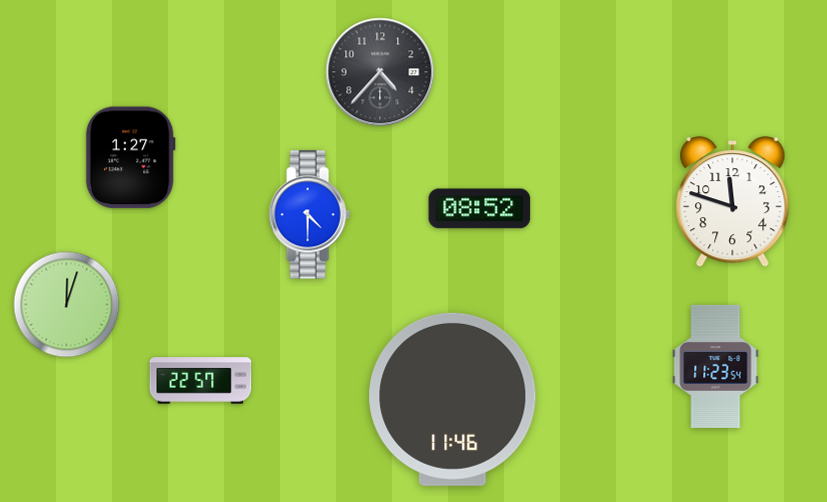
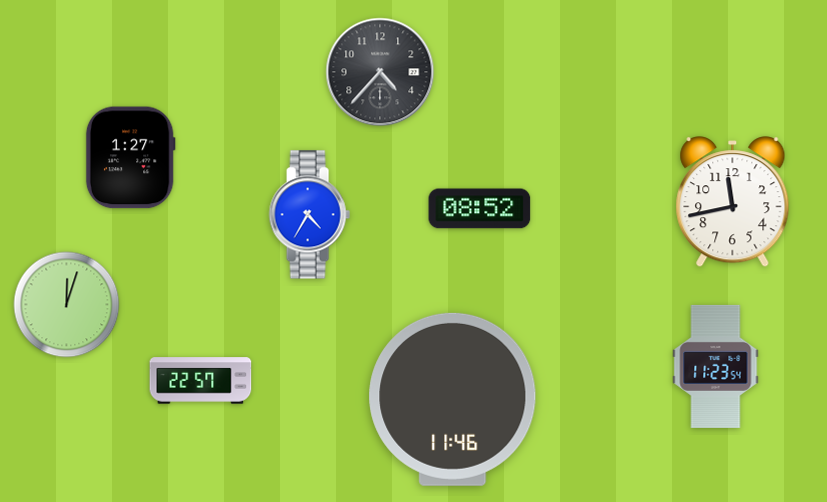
clock at (733, 202): 11:48 -> 11:43
clock at (309, 215): 4:30 -> 4:35
